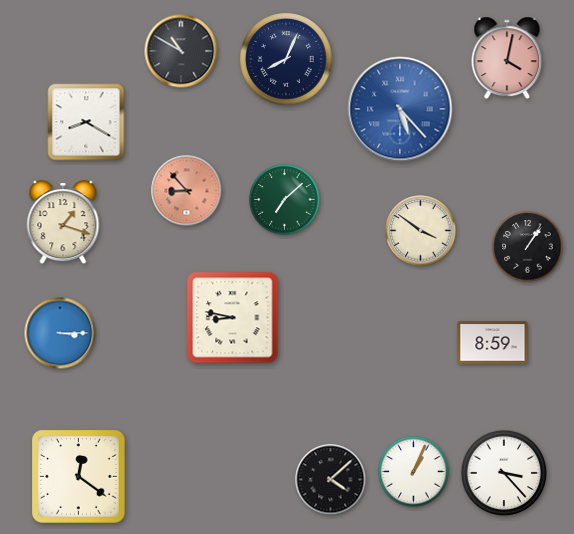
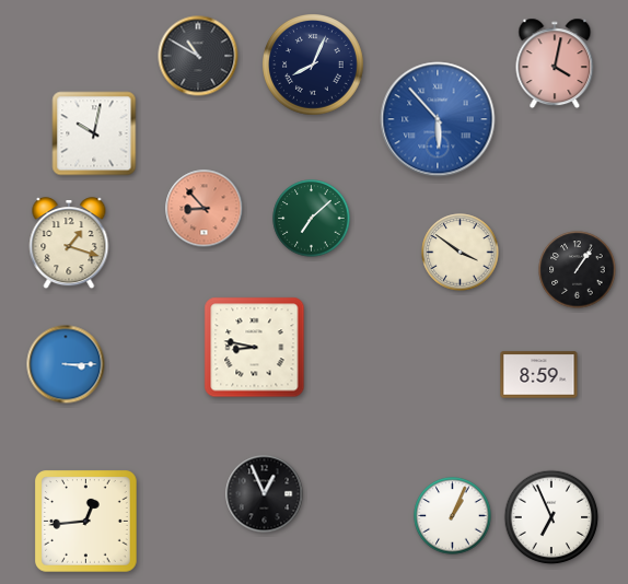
clock at (400, 109): 5:23 -> 5:53
clock at (86, 122): 8:20 -> 10:02
clock at (265, 494): none -> 12:56
clock at (504, 473): 3:23 -> 6:56
clock at (79, 477): 12:21 -> 12:44
clock at (331, 480): 4:08 -> none
